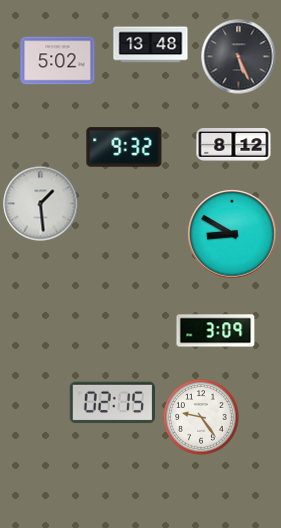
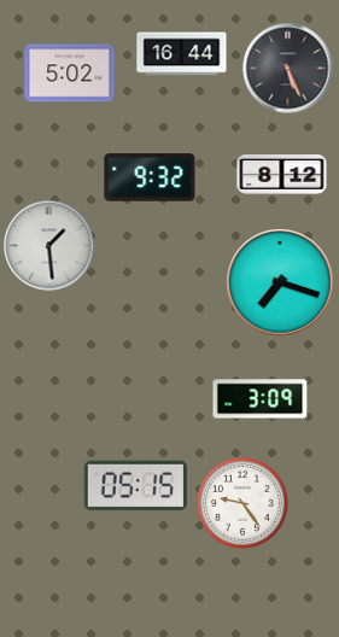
clock at (151, 45): 13:48 -> 16:44
clock at (232, 234): 8:50 -> 7:18
clock at (113, 403): 02:15 -> 05:15
